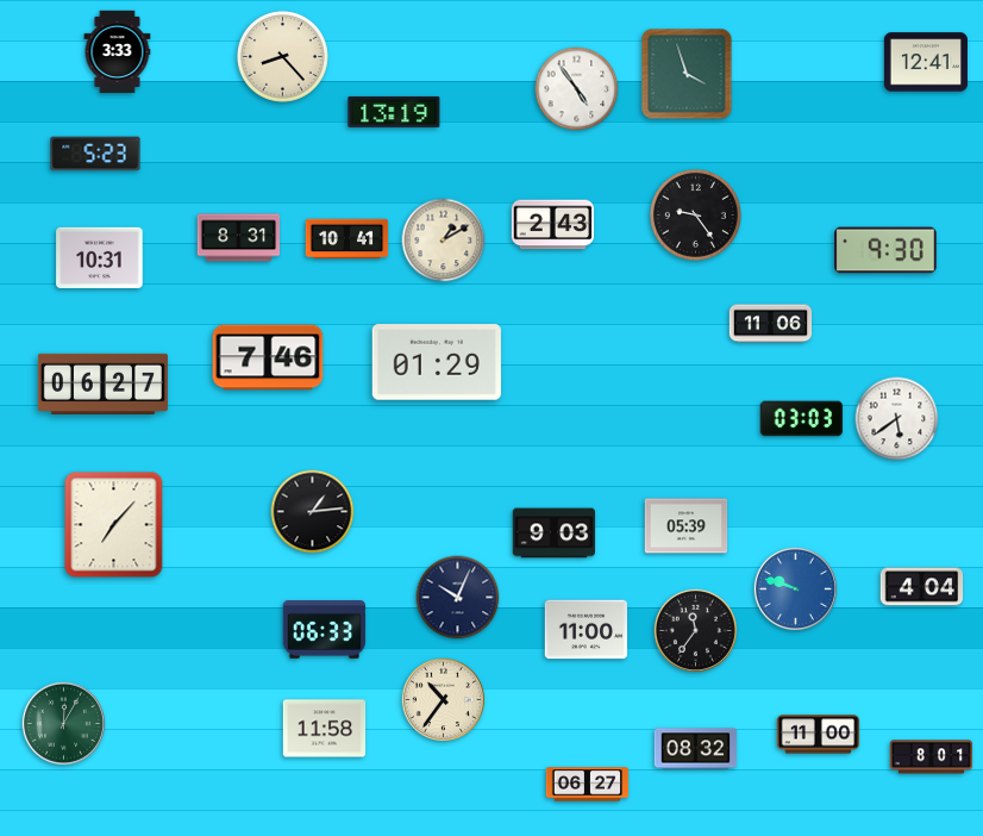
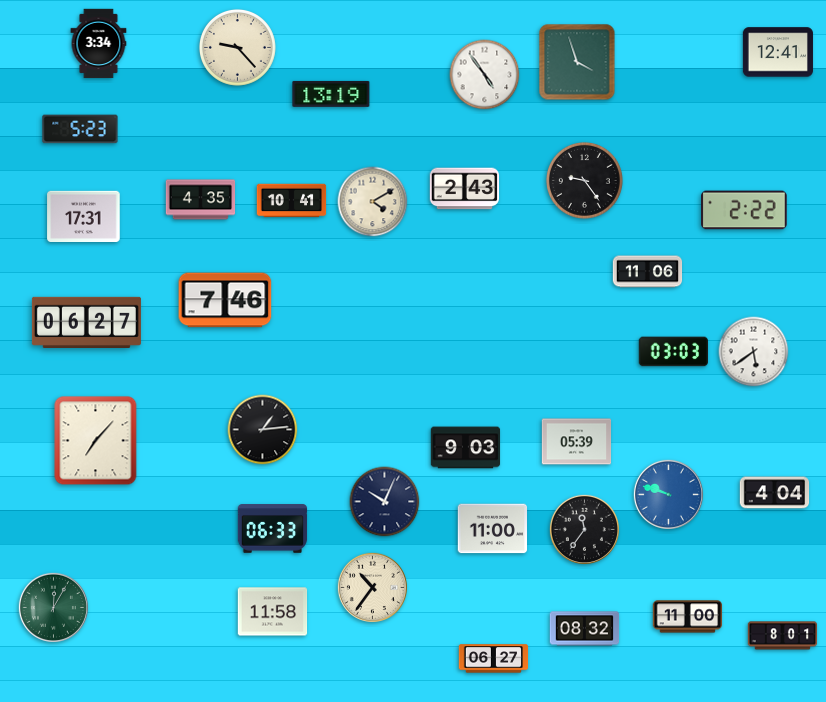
clock at (118, 52): 3:33 -> 3:34
clock at (282, 56): 8:23 -> 9:23
clock at (239, 238): 8:31 -> 4:35
clock at (444, 241): 1:10 -> 4:10
clock at (885, 250): 9:30 -> 2:22
clock at (100, 257): 10:31 -> 17:31
clock at (437, 362): 01:29 -> none
